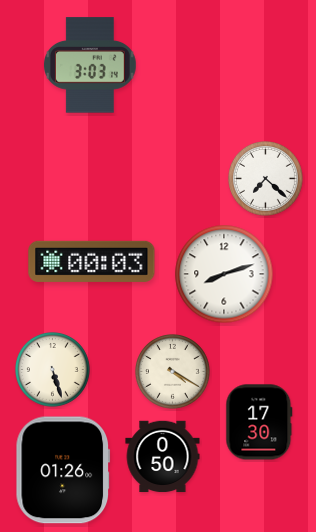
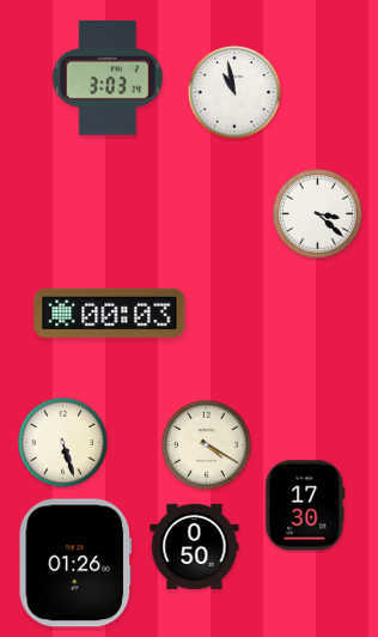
clock at (236, 93): none -> 10:58
clock at (266, 179): 7:22 -> 3:22
clock at (224, 274): 8:12 -> none
clock at (259, 422) position: (259, 422) -> (305, 505)
